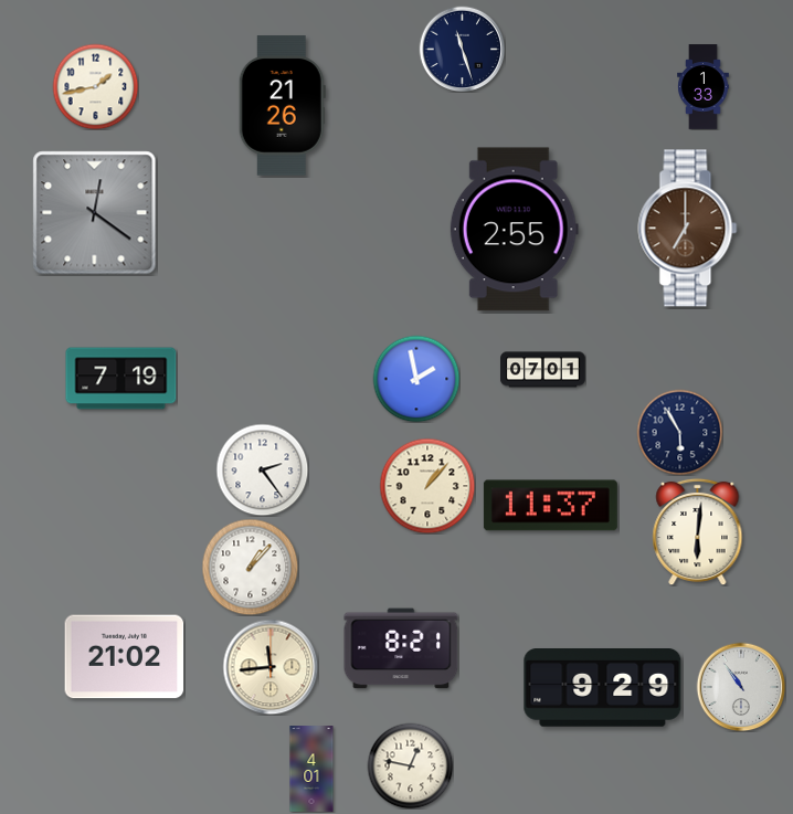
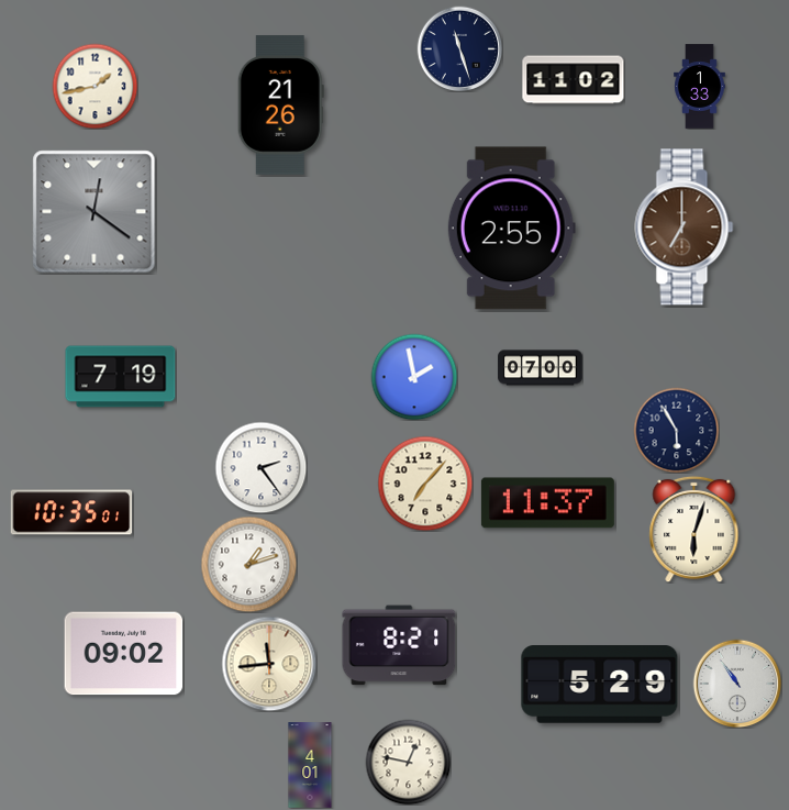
clock at (574, 80): none -> 11:02
clock at (543, 370): 07:01 -> 07:00
clock at (427, 486): 1:07 -> 7:07
clock at (71, 512): none -> 10:35
clock at (698, 531): 6:01 -> 6:03
clock at (250, 567): 1:07 -> 1:12
clock at (125, 657): 21:02 -> 09:02
clock at (603, 688): 9:29 -> 5:29
